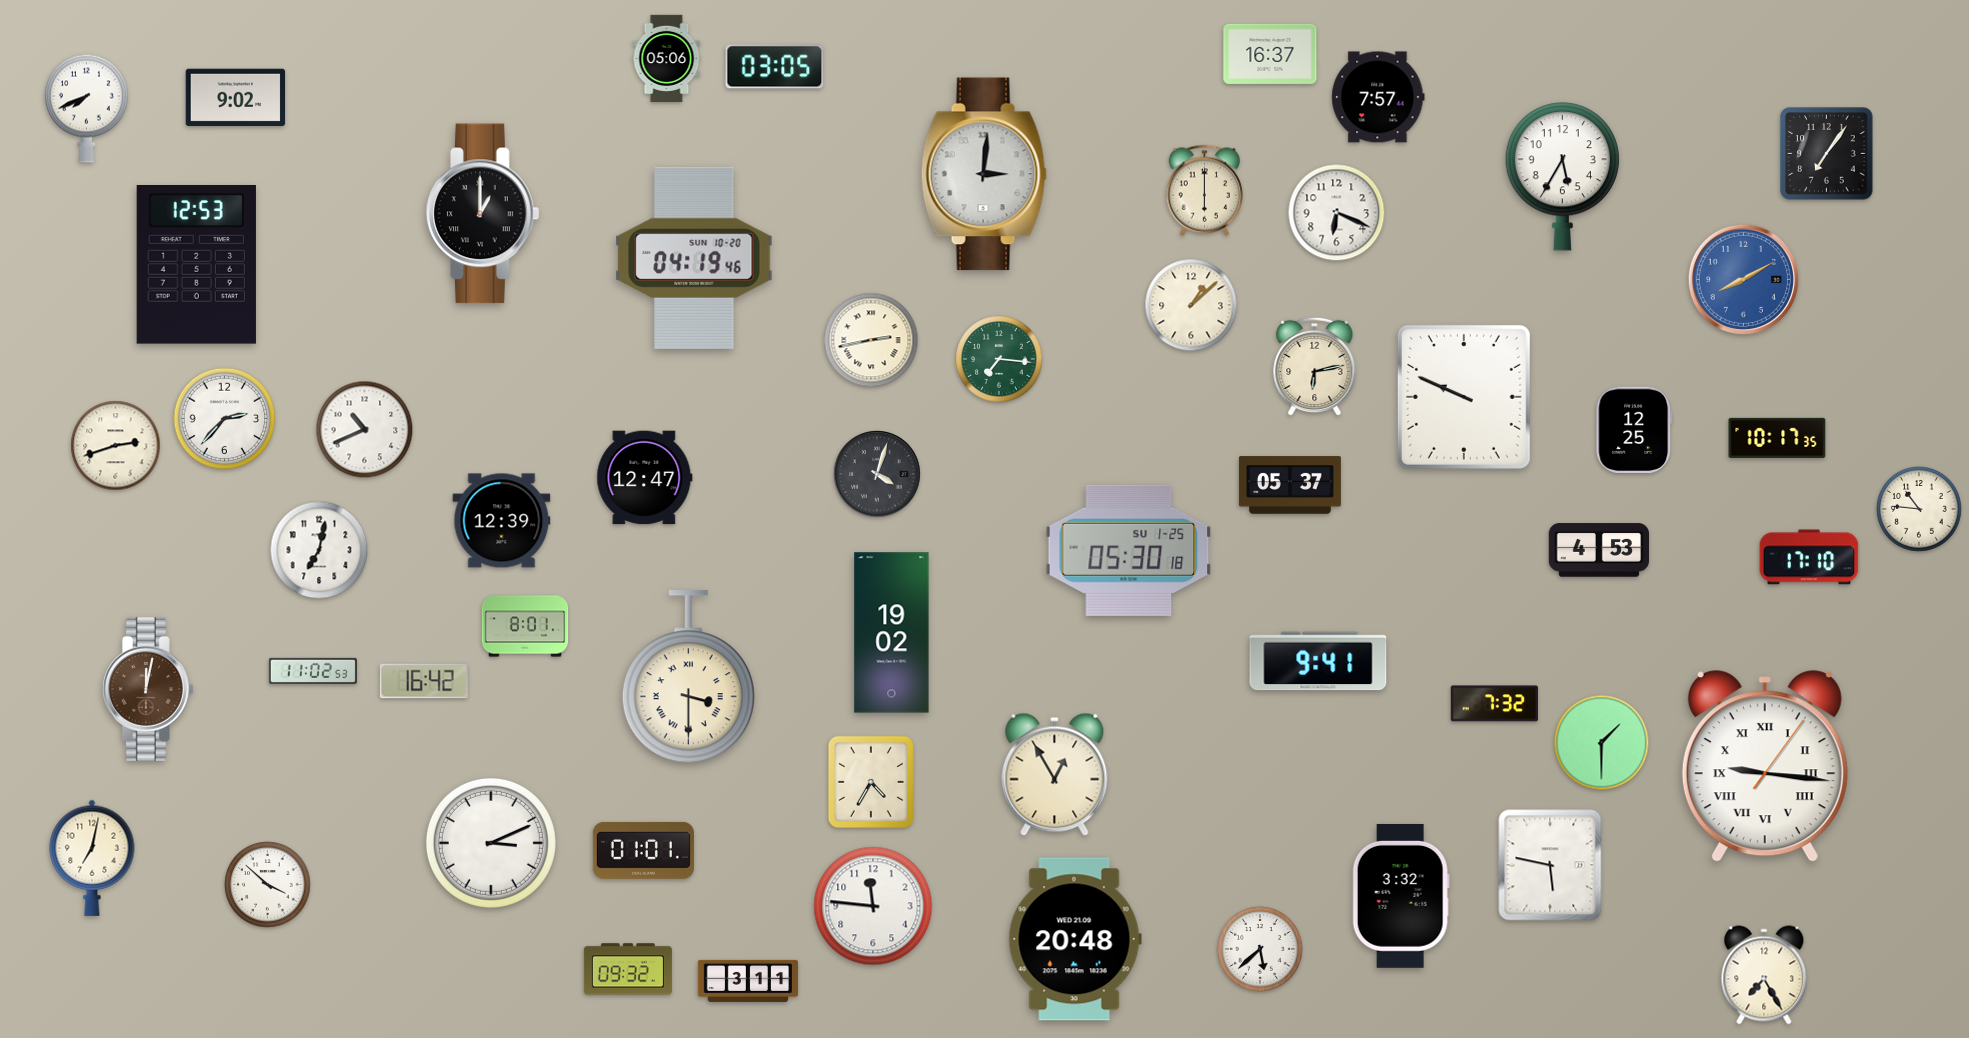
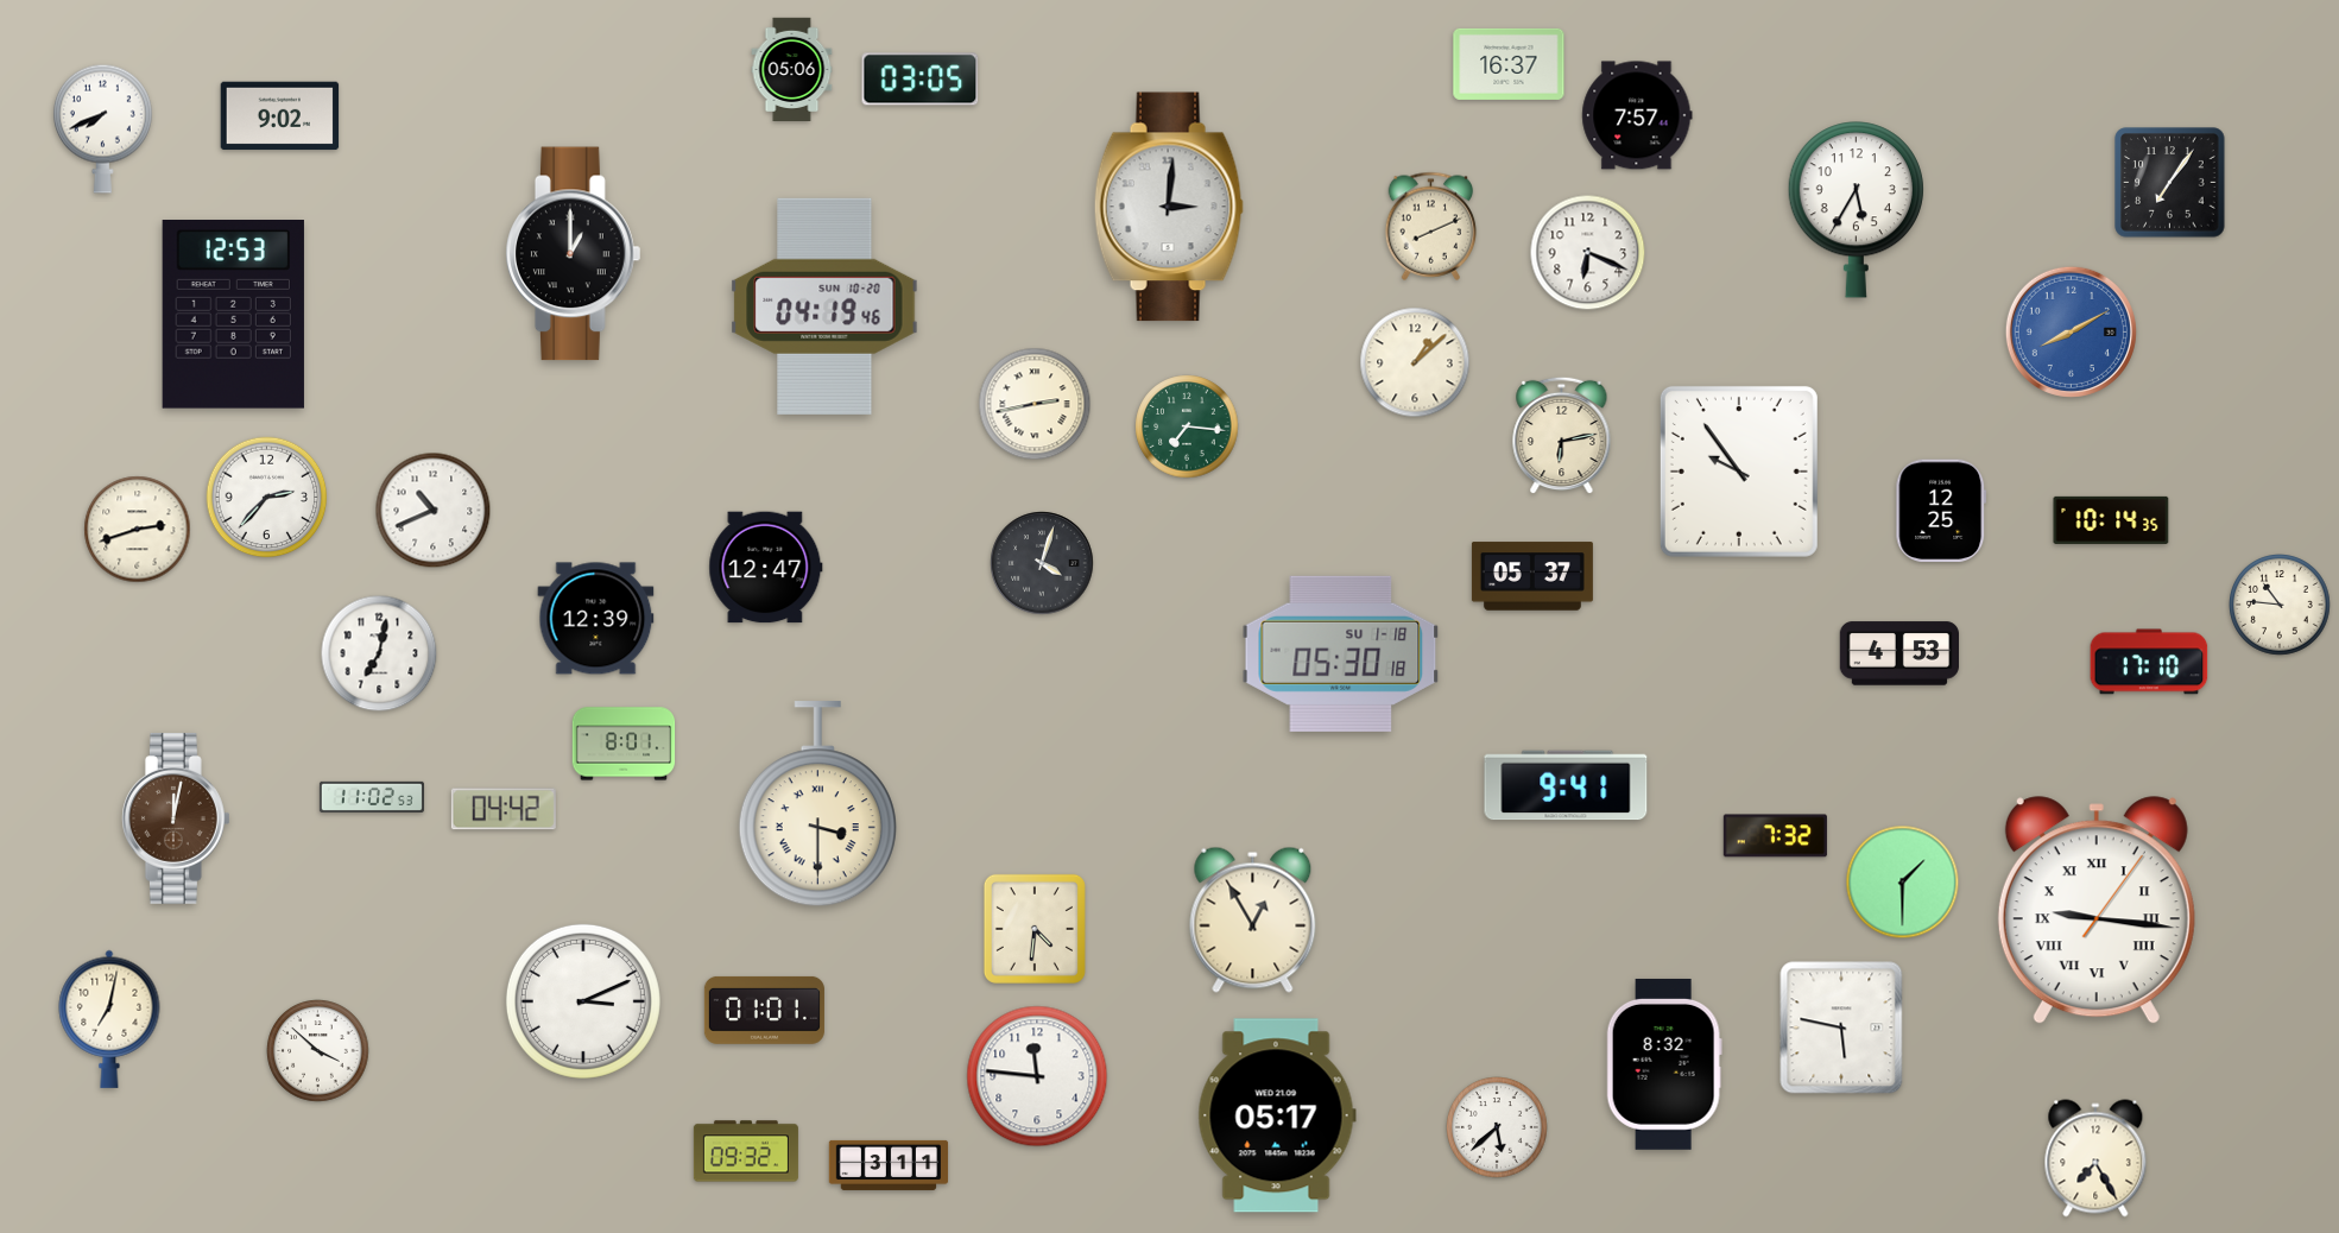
clock at (1205, 190): 6:00 -> 8:11
clock at (1464, 397): 9:49 -> 9:54
clock at (1777, 438): 10:17 -> 10:14
clock at (1129, 550) date: SU 1-25 -> SU 1-18
clock at (892, 633): 19:02 -> none
clock at (424, 681): 16:42 -> 04:42
clock at (871, 782): 4:35 -> 4:31
clock at (1401, 896): 3:32 -> 8:32
clock at (1075, 939): 20:48 -> 05:17
